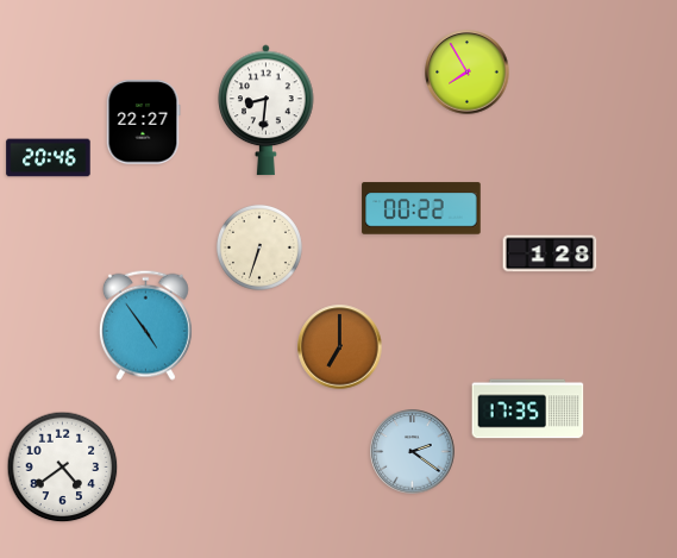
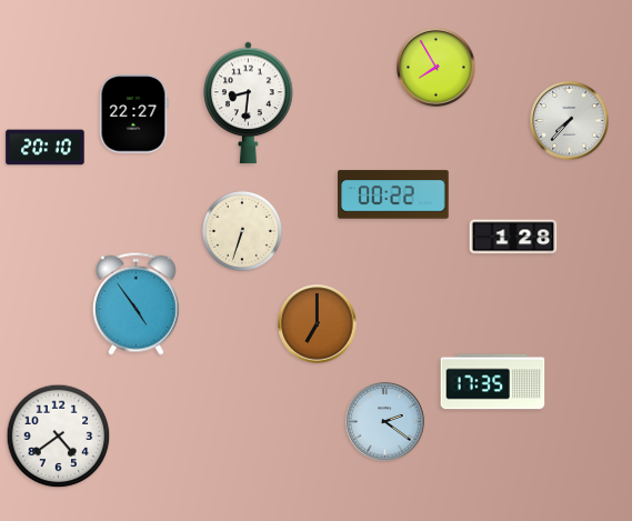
clock at (570, 121): none -> 7:37
clock at (49, 158): 20:46 -> 20:10
